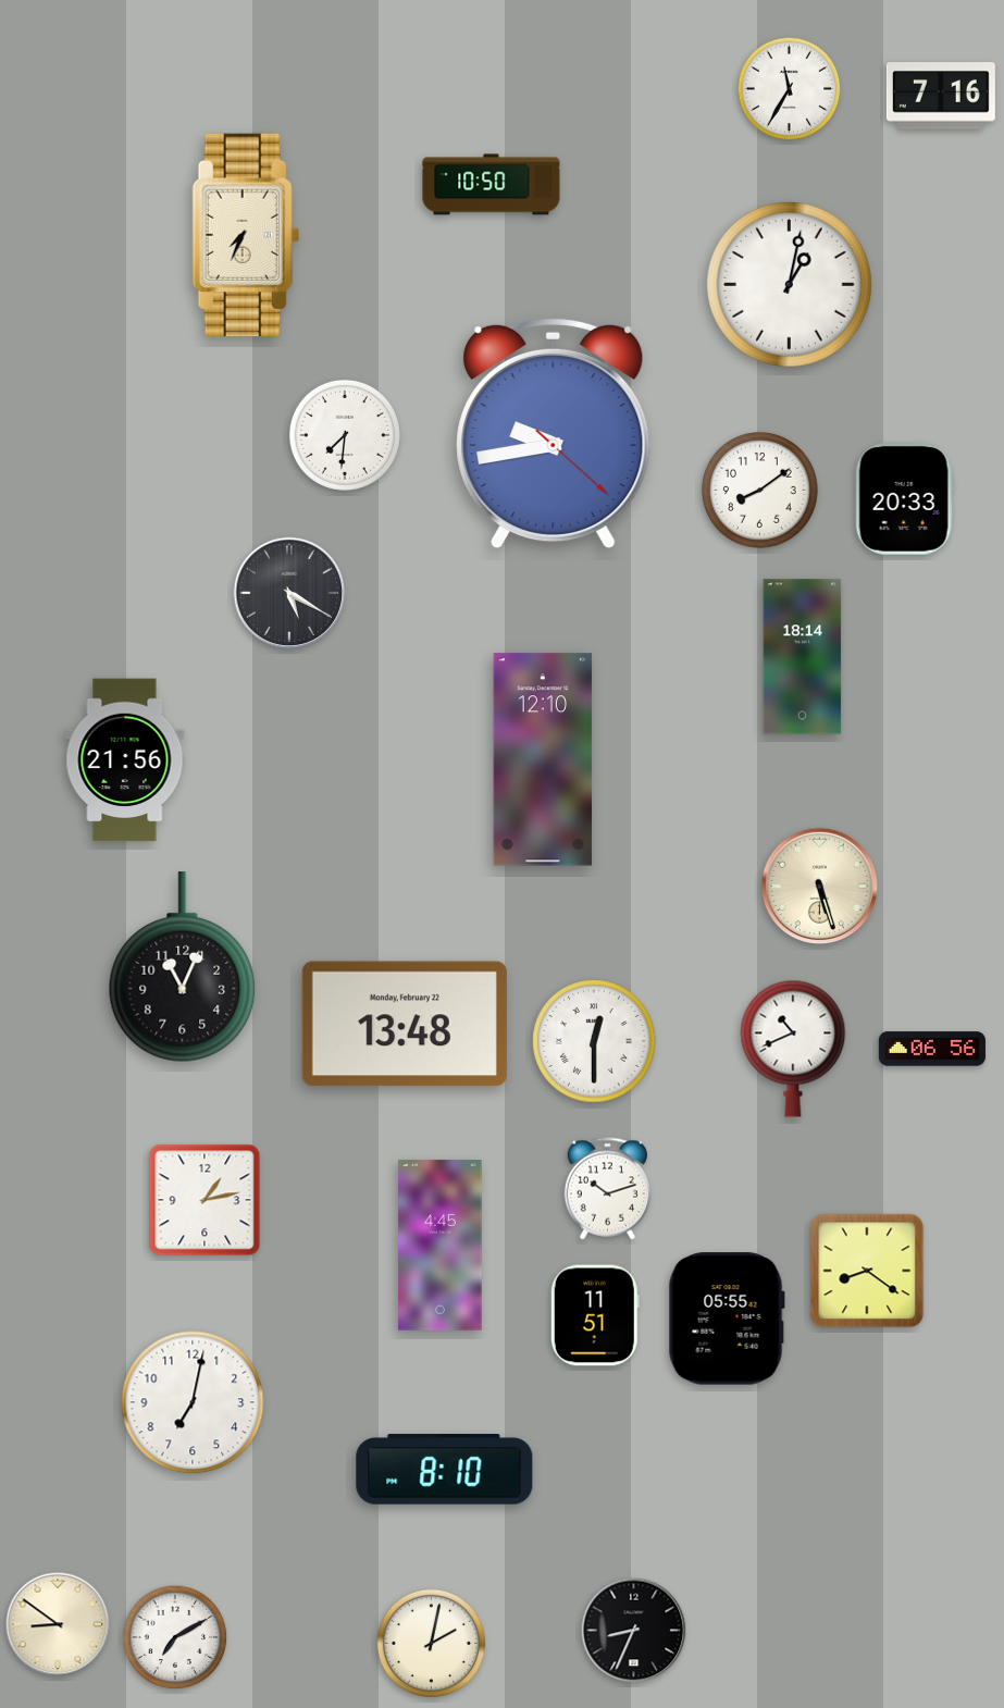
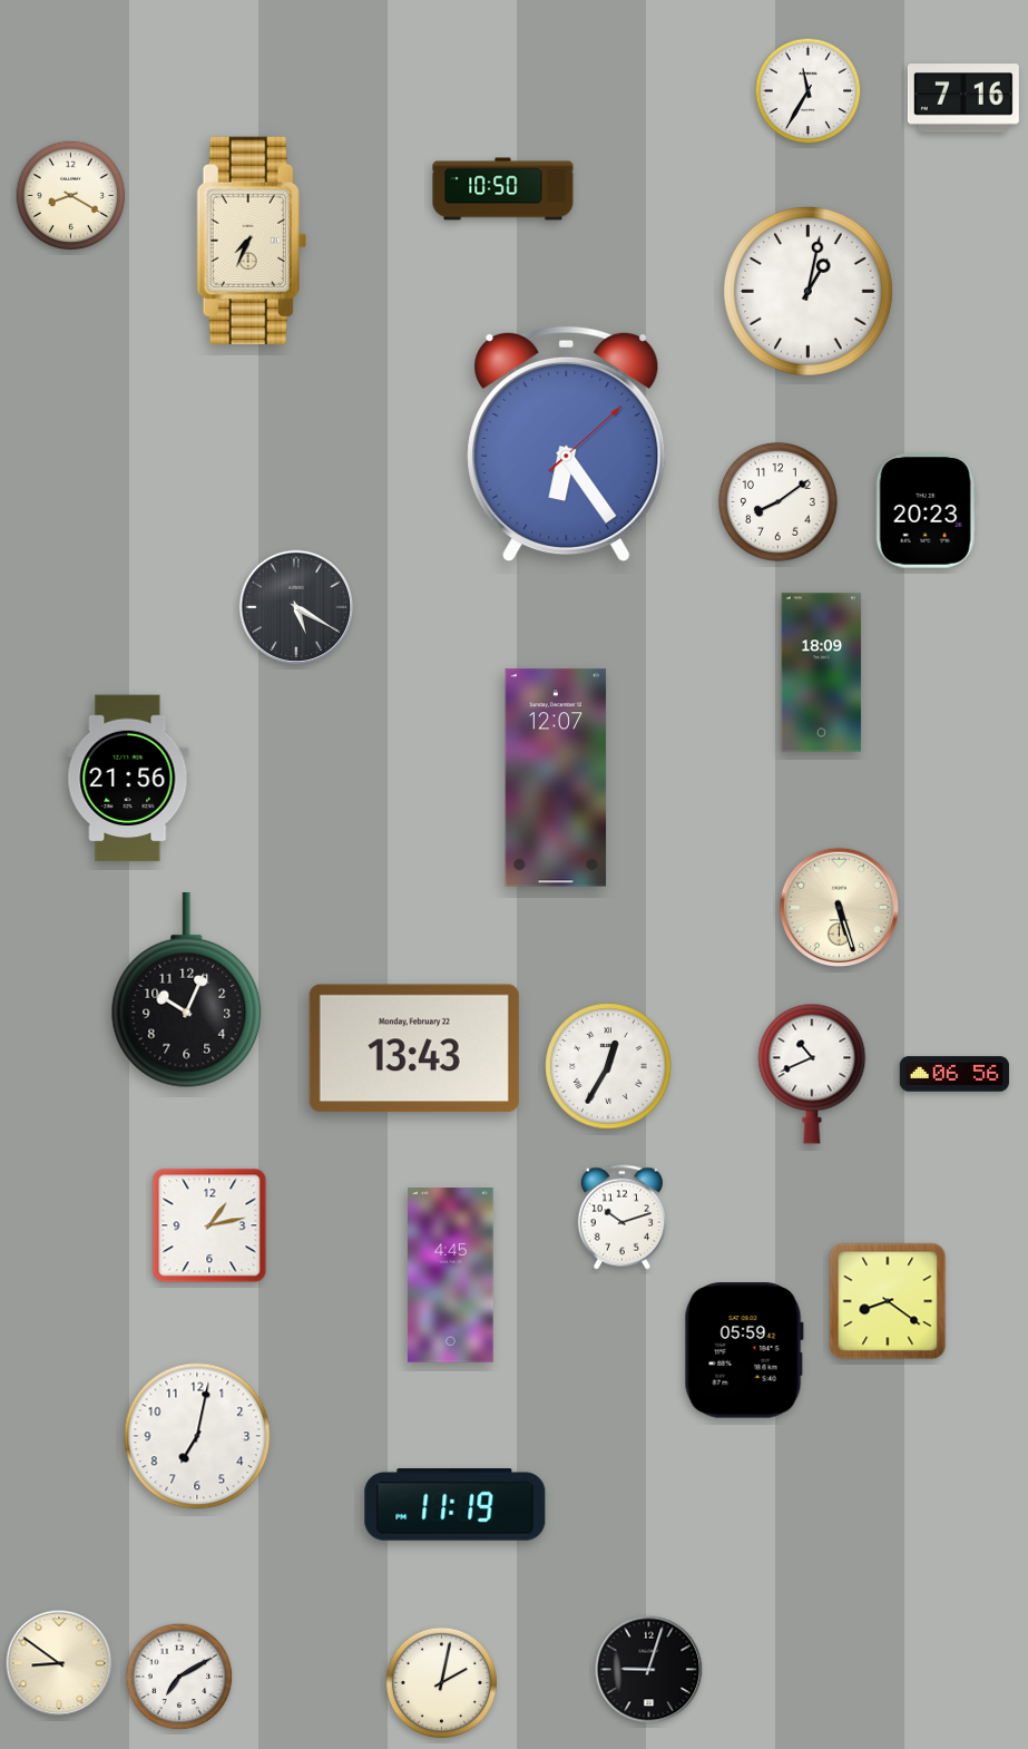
clock at (71, 196): none -> 8:20
clock at (554, 434): 9:43 -> 6:24
clock at (345, 435): 7:31 -> none
clock at (904, 499): 20:33 -> 20:23
clock at (803, 657): 18:14 -> 18:09
clock at (543, 759): 12:10 -> 12:07
clock at (183, 968): 11:04 -> 10:04
clock at (405, 1024): 13:48 -> 13:43
clock at (594, 1041): 12:30 -> 12:35
clock at (204, 1200) position: (204, 1200) -> (209, 1225)
clock at (595, 1315): 11:51 -> none
clock at (727, 1319): 05:55 -> 05:59
clock at (445, 1470): 8:10 -> 11:19
clock at (634, 1631): 8:34 -> 9:03
